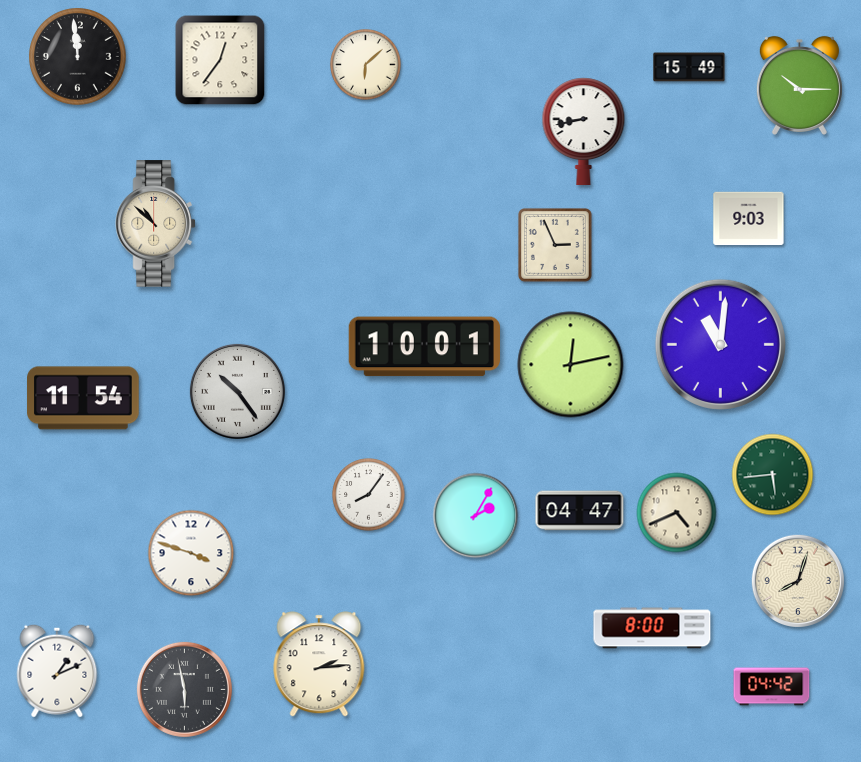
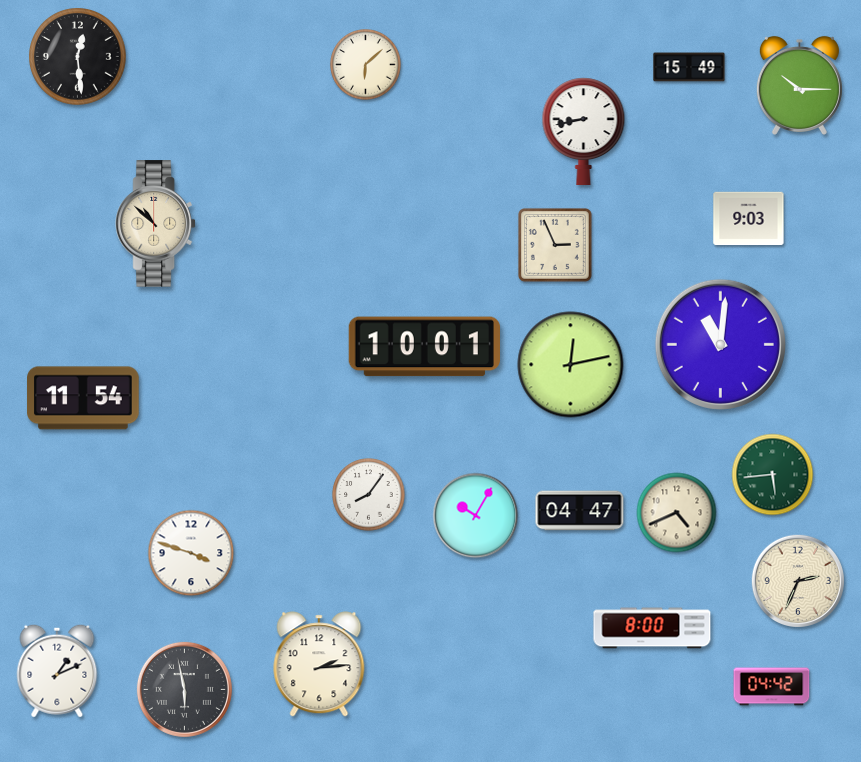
clock at (78, 57): 11:59 -> 12:29
clock at (220, 60): 12:36 -> none
clock at (237, 391): 10:24 -> none
clock at (476, 516): 2:05 -> 10:05
clock at (798, 581): 8:03 -> 2:34
